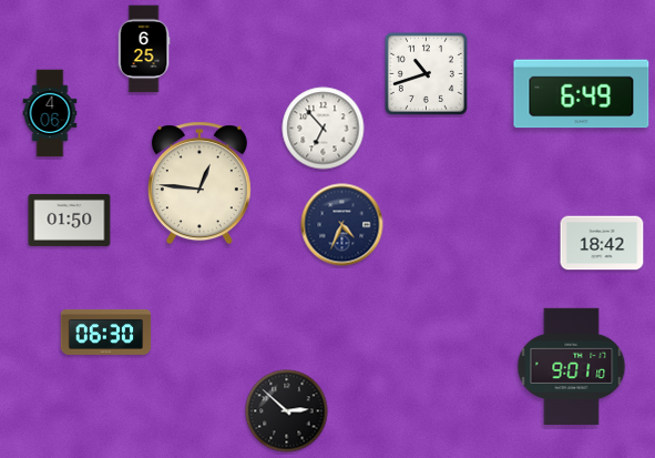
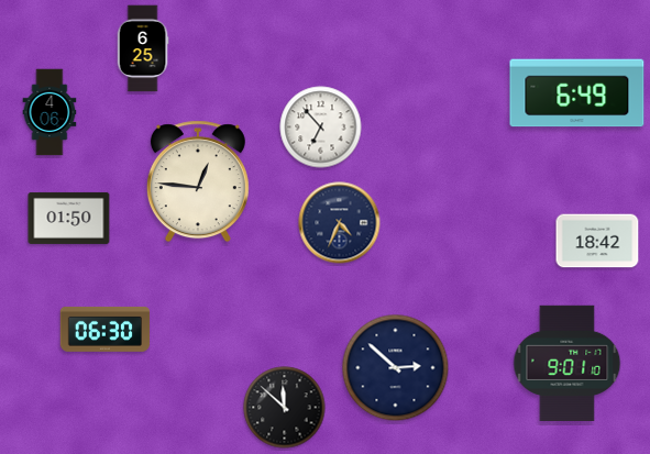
clock at (426, 73): 10:42 -> none
clock at (396, 368): none -> 2:52
clock at (287, 411): 2:52 -> 11:52
